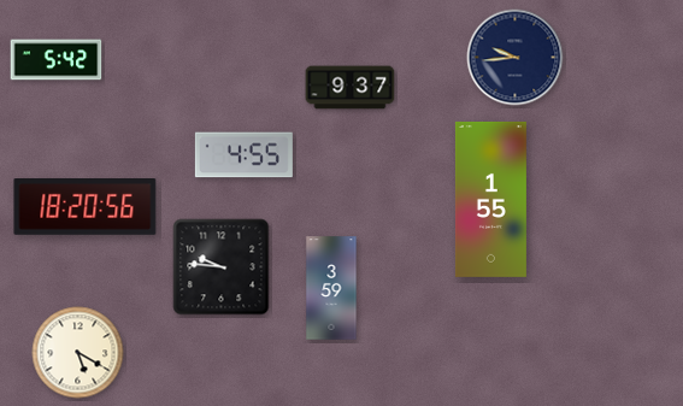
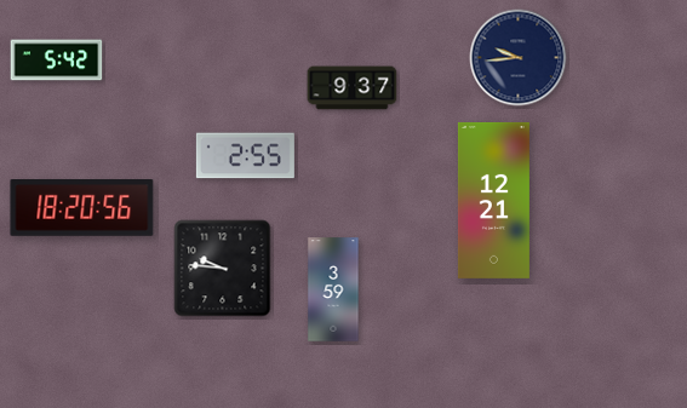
clock at (243, 155): 4:55 -> 2:55
clock at (490, 199): 1:55 -> 12:21
clock at (86, 207) position: (86, 207) -> (82, 208)
clock at (78, 353): 5:20 -> none
